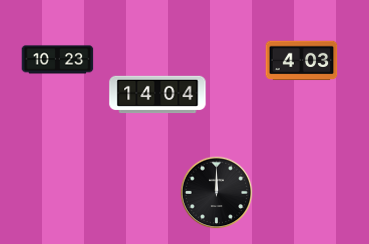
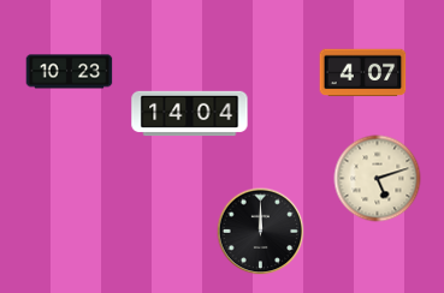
clock at (302, 61): 4:03 -> 4:07
clock at (378, 179): none -> 5:12
